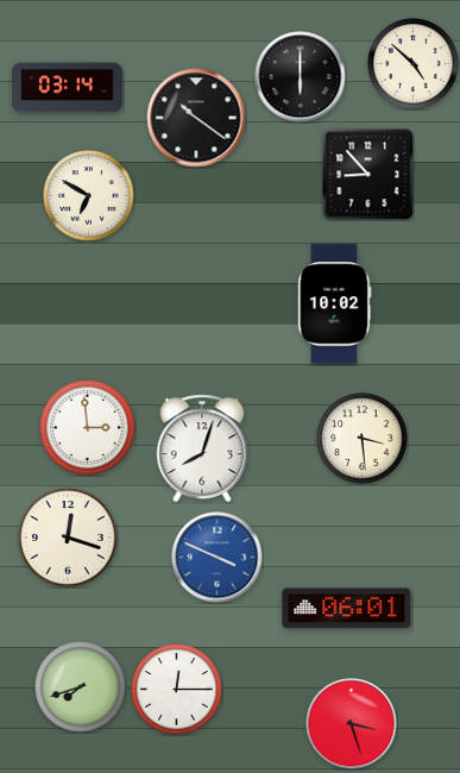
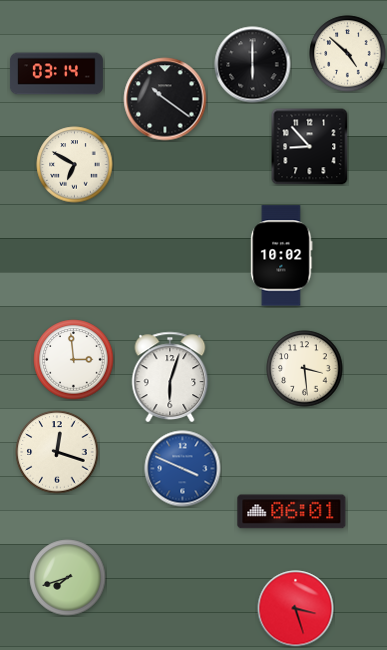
clock at (202, 448): 8:03 -> 6:03
clock at (177, 690): 12:15 -> none
